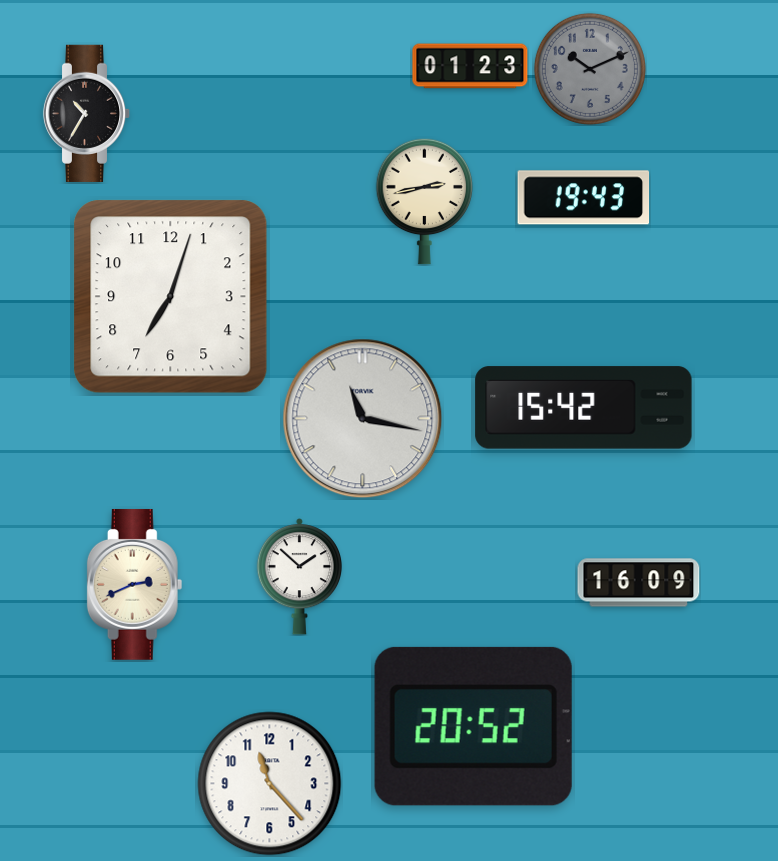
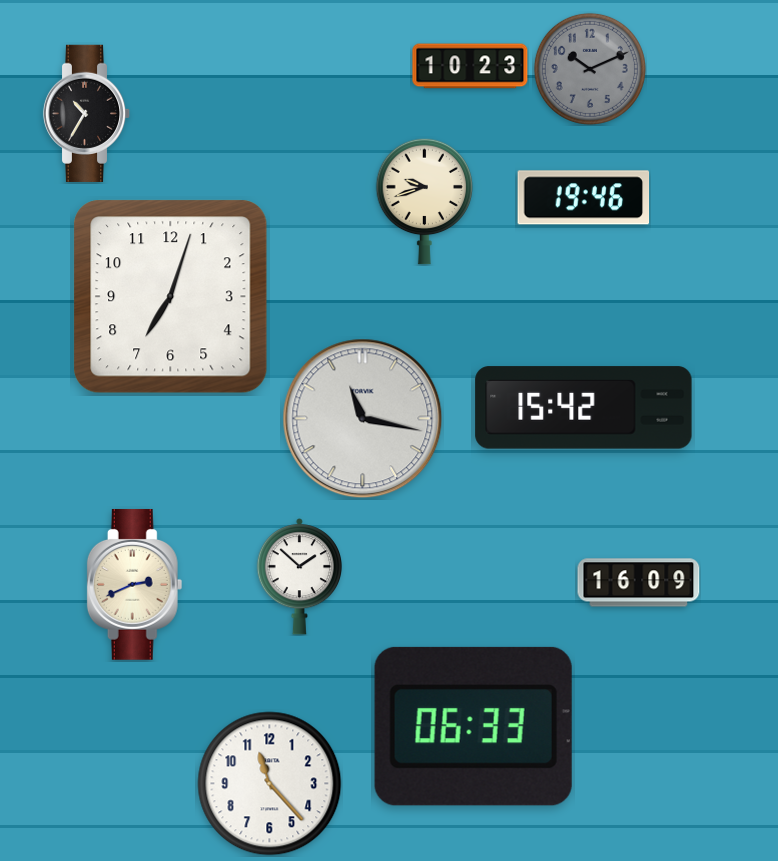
clock at (470, 66): 01:23 -> 10:23
clock at (584, 198): 19:43 -> 19:46
clock at (425, 201): 2:43 -> 9:42
clock at (473, 726): 20:52 -> 06:33
